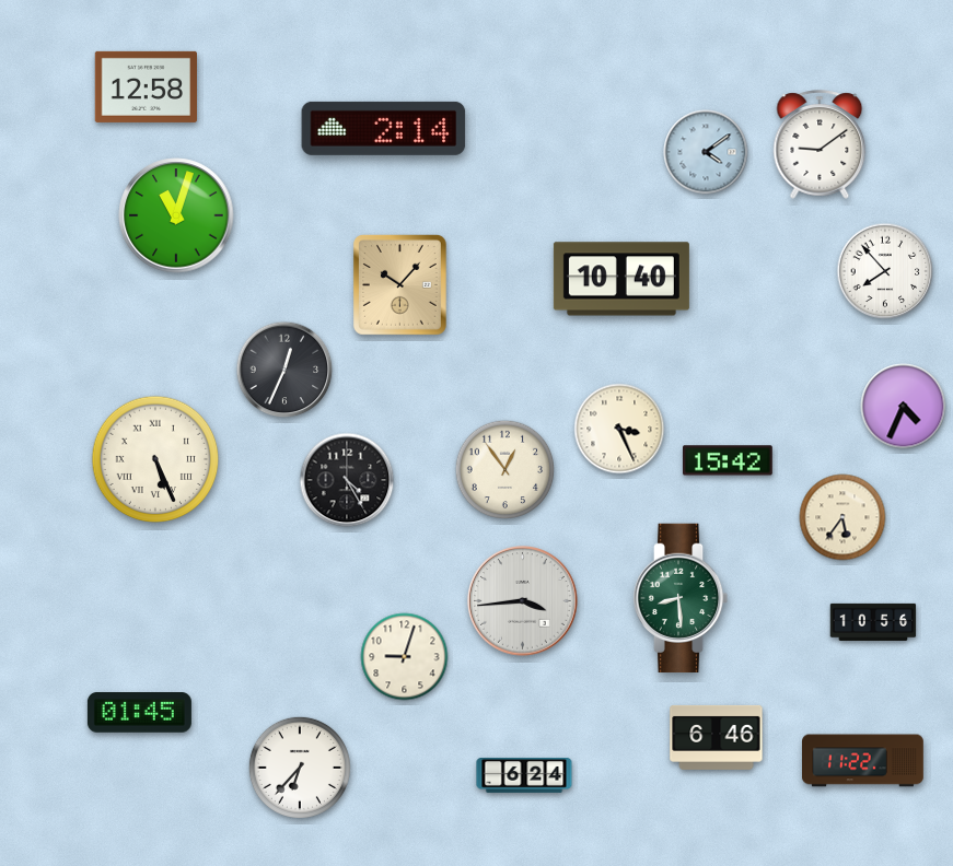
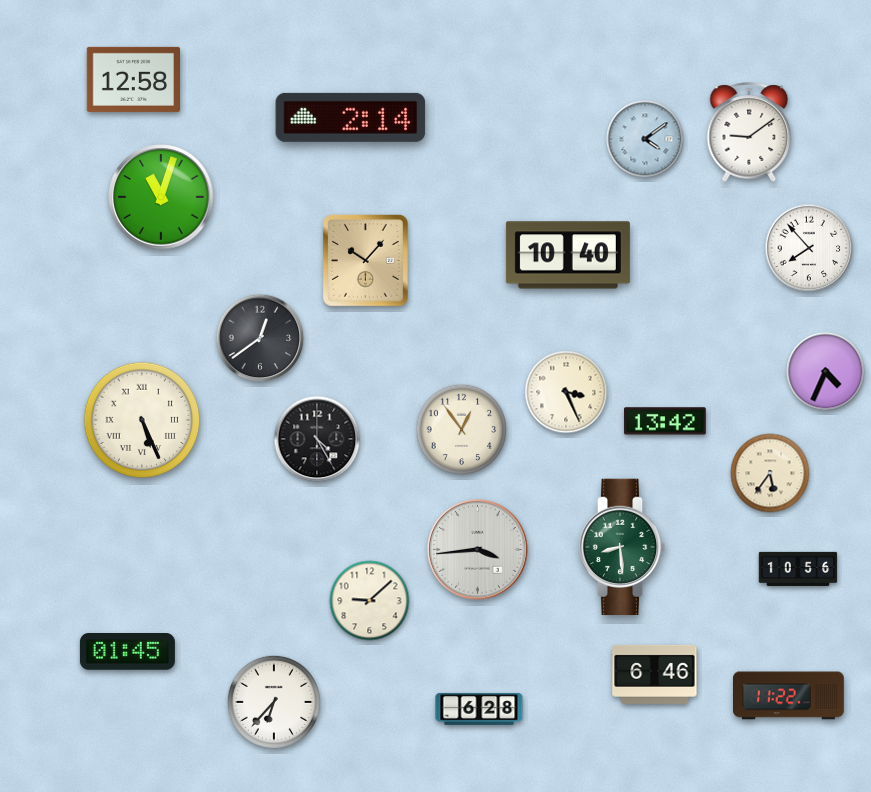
clock at (284, 370): 12:34 -> 12:39
clock at (729, 460): 15:42 -> 13:42
clock at (405, 657): 9:03 -> 9:08
clock at (524, 775): 6:24 -> 6:28
